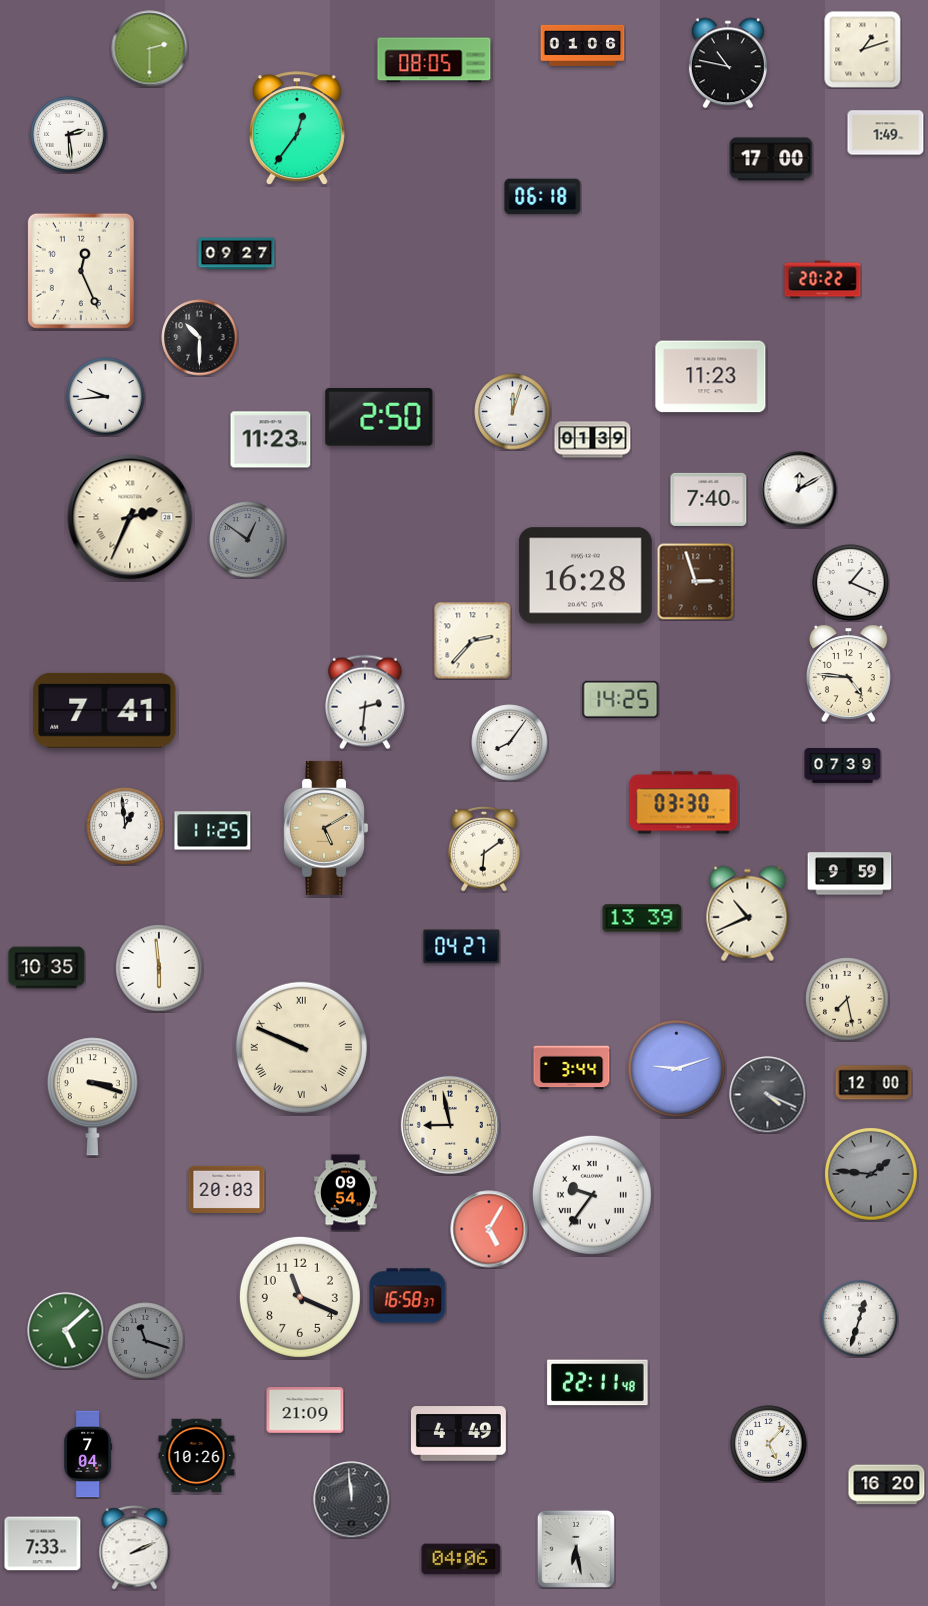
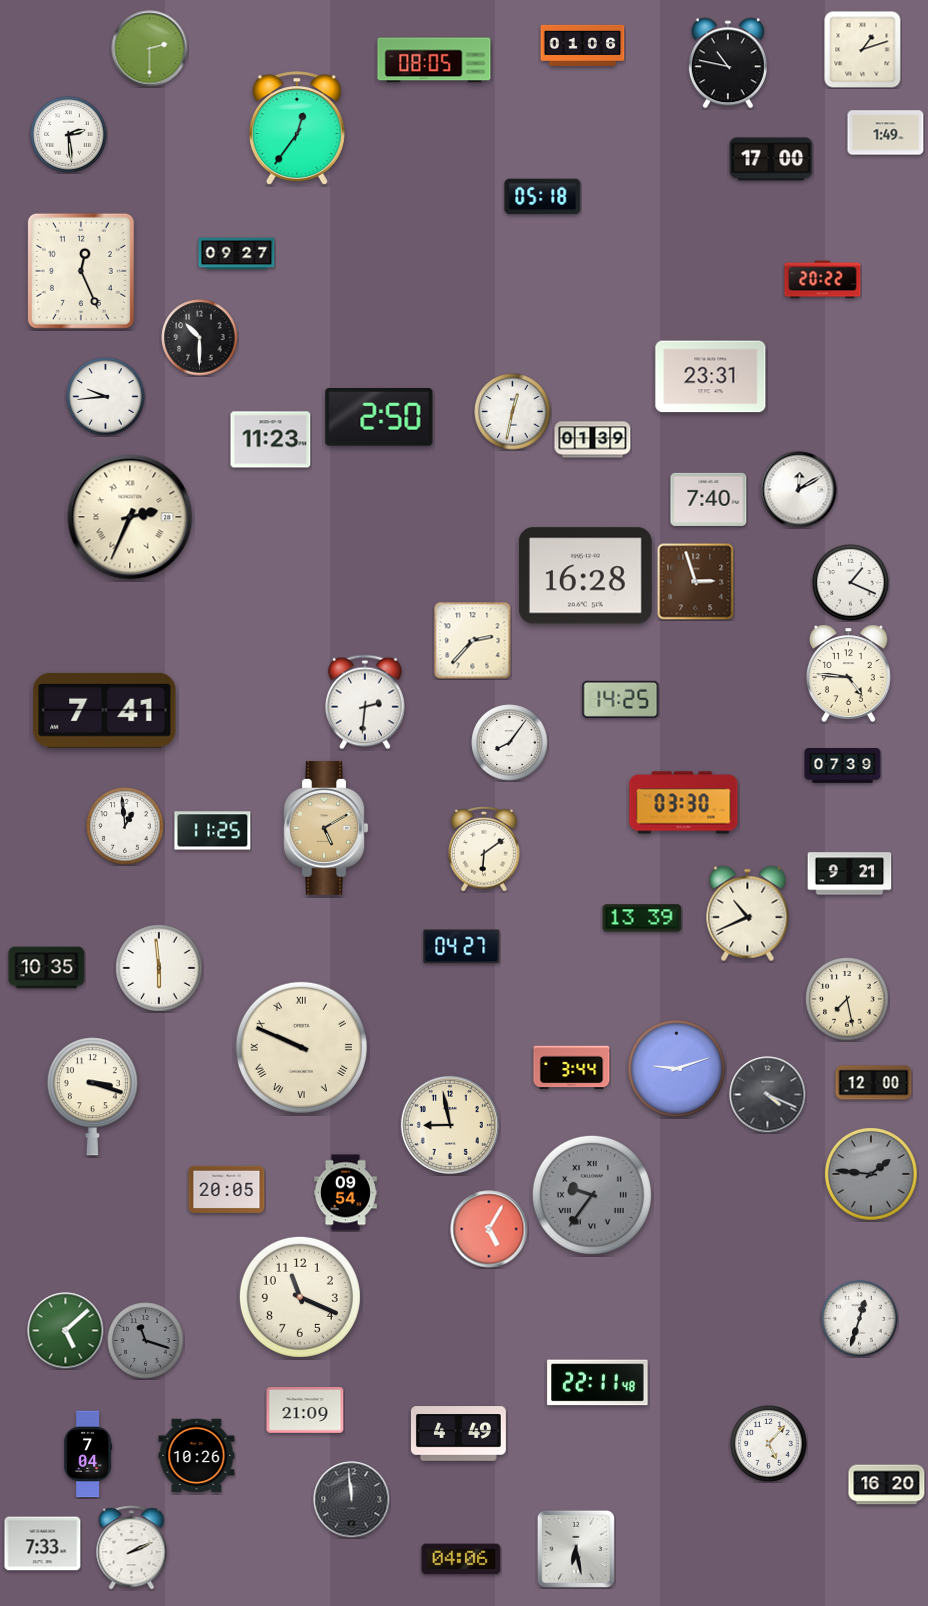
clock at (543, 197): 06:18 -> 05:18
clock at (711, 377): 11:23 -> 23:31
clock at (513, 412): 12:03 -> 12:32
clock at (248, 540): 12:51 -> none
clock at (850, 874): 9:59 -> 9:21
clock at (227, 1189): 20:03 -> 20:05
clock at (592, 1195) dial: white -> grey
clock at (408, 1296): 16:58 -> none
clock at (135, 1548) position: (135, 1548) -> (132, 1548)
